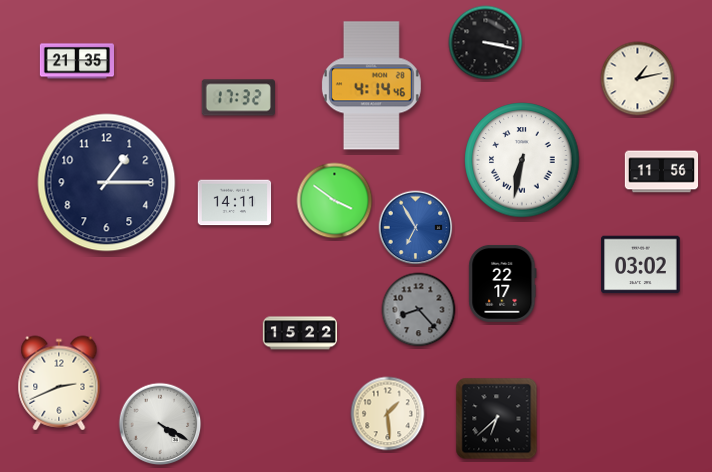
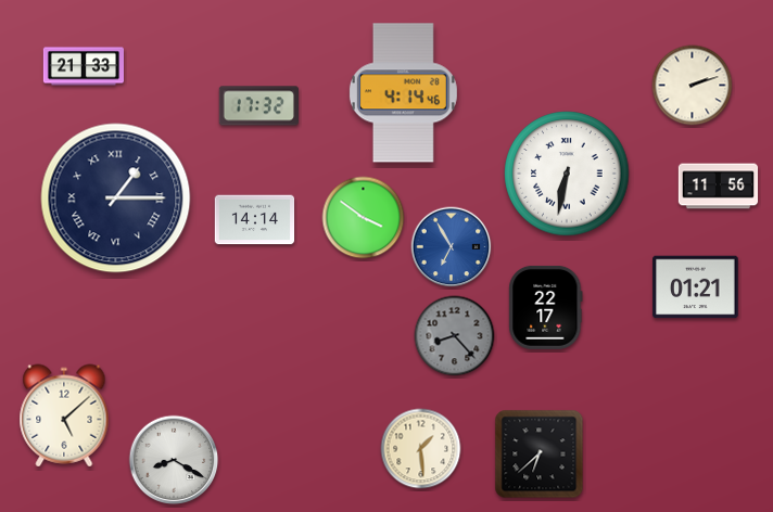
clock at (486, 43): 3:17 -> none
clock at (76, 61): 21:35 -> 21:33
clock at (638, 79): 1:13 -> 2:12
clock at (107, 183) numerals: Arabic -> Roman
clock at (235, 203): 14:11 -> 14:14
clock at (641, 265): 03:02 -> 01:21
clock at (300, 333): 15:22 -> none
clock at (59, 383): 2:41 -> 5:08
clock at (160, 424): 4:20 -> 8:20
